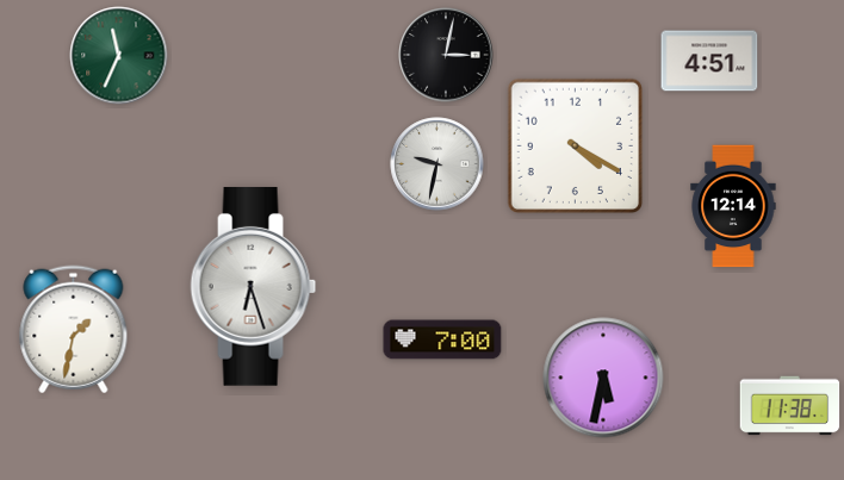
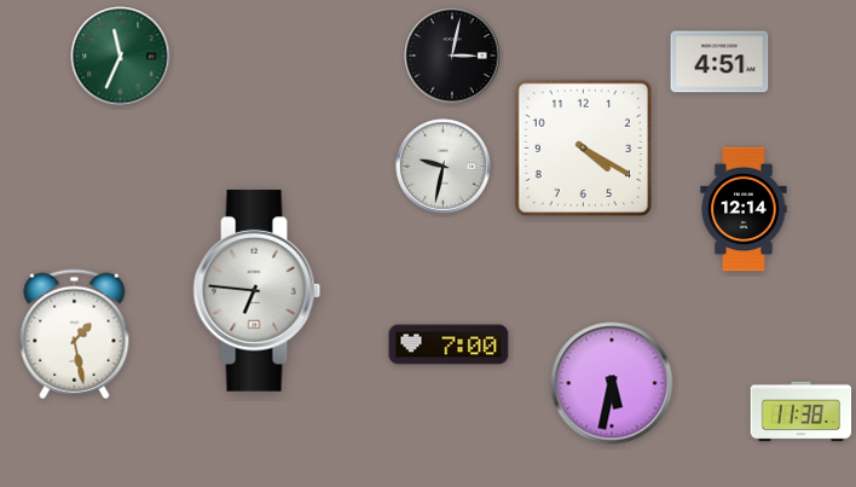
clock at (254, 286): 6:27 -> 6:46
clock at (74, 330): 1:32 -> 1:28
